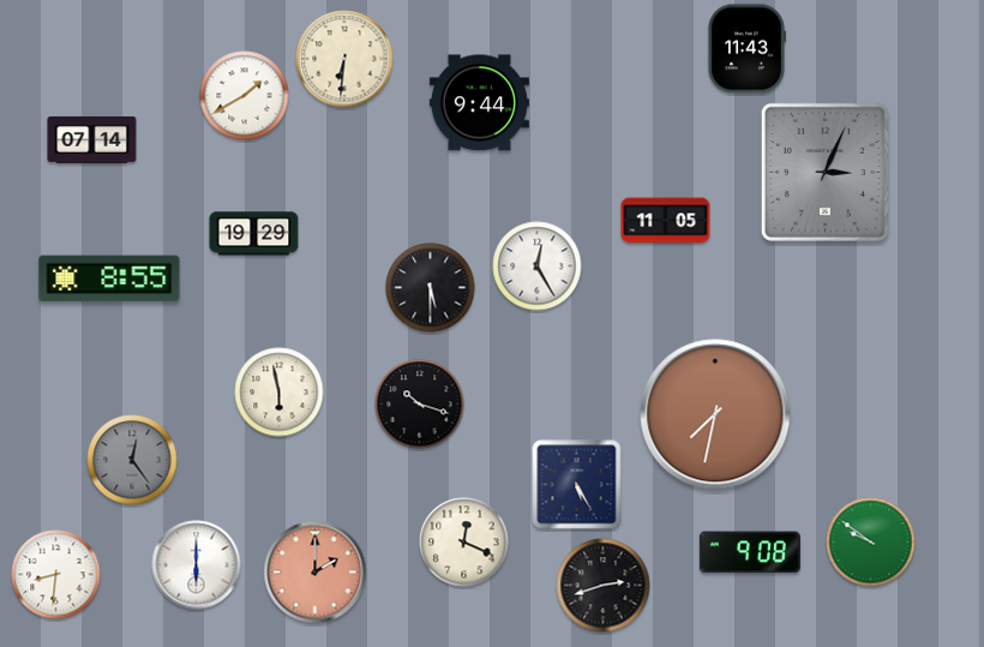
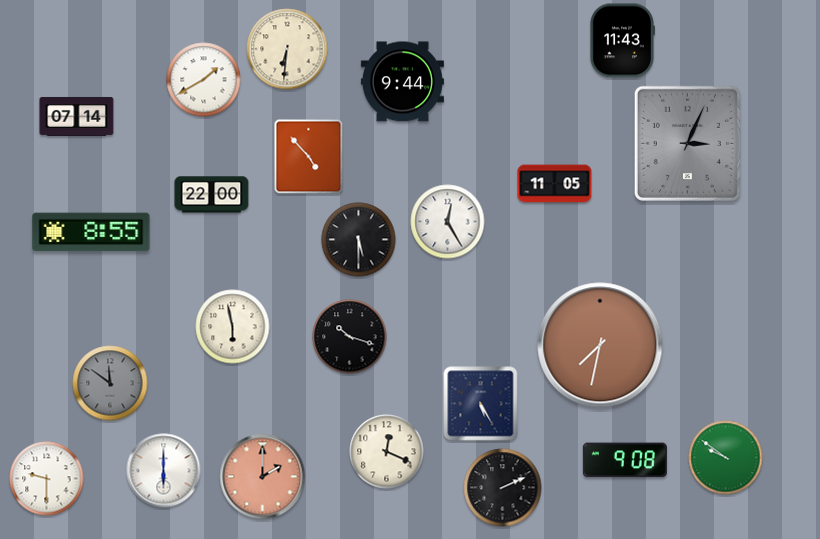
clock at (479, 103) position: (479, 103) -> (402, 82)
clock at (309, 157): none -> 4:53
clock at (254, 234): 19:29 -> 22:00
clock at (715, 414) position: (715, 414) -> (600, 345)
clock at (132, 460): 12:24 -> 11:51
clock at (871, 543) position: (871, 543) -> (726, 458)
clock at (56, 575): 8:31 -> 9:30
clock at (604, 586): 2:42 -> 2:11
